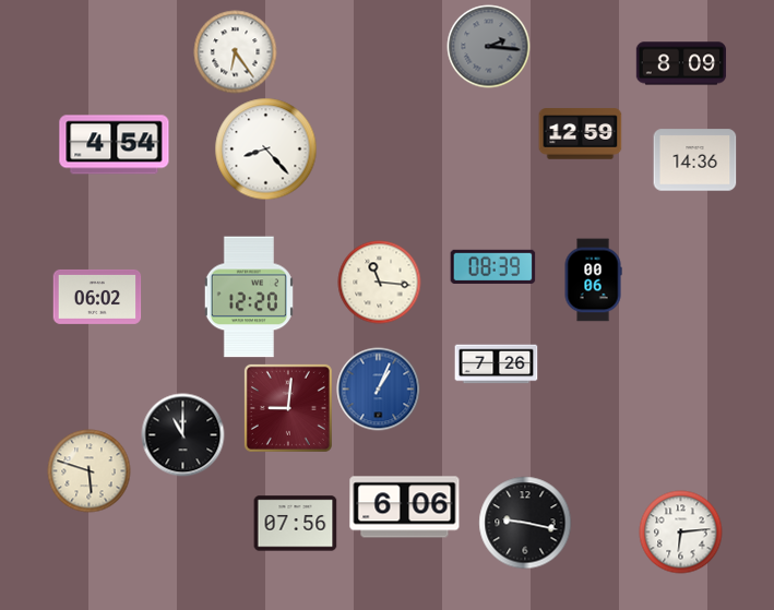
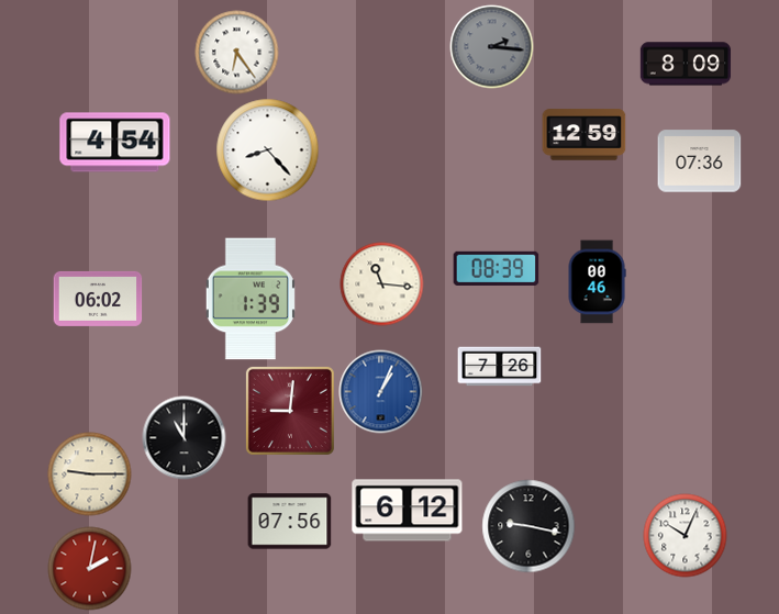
clock at (115, 145) position: (115, 145) -> (115, 143)
clock at (695, 160): 14:36 -> 07:36
clock at (593, 280): 00:06 -> 00:46
clock at (249, 297): 12:20 -> 1:39
clock at (90, 471): 5:48 -> 9:15
clock at (405, 507): 6:06 -> 6:12
clock at (296, 524) position: (296, 524) -> (290, 522)
clock at (681, 533): 6:14 -> 10:04
clock at (90, 569): none -> 2:02
